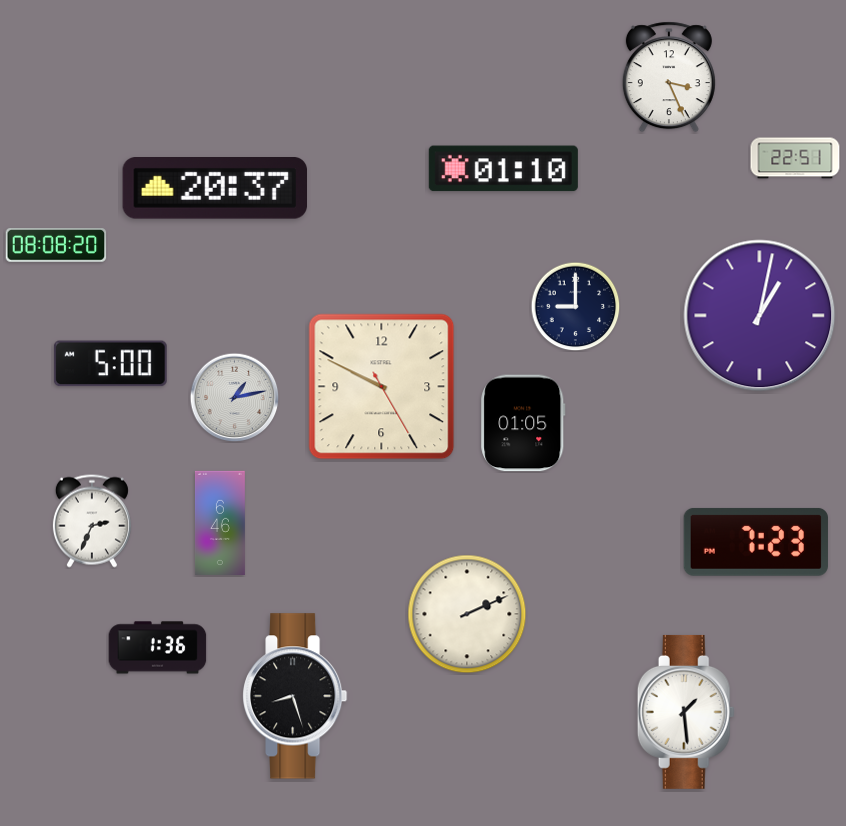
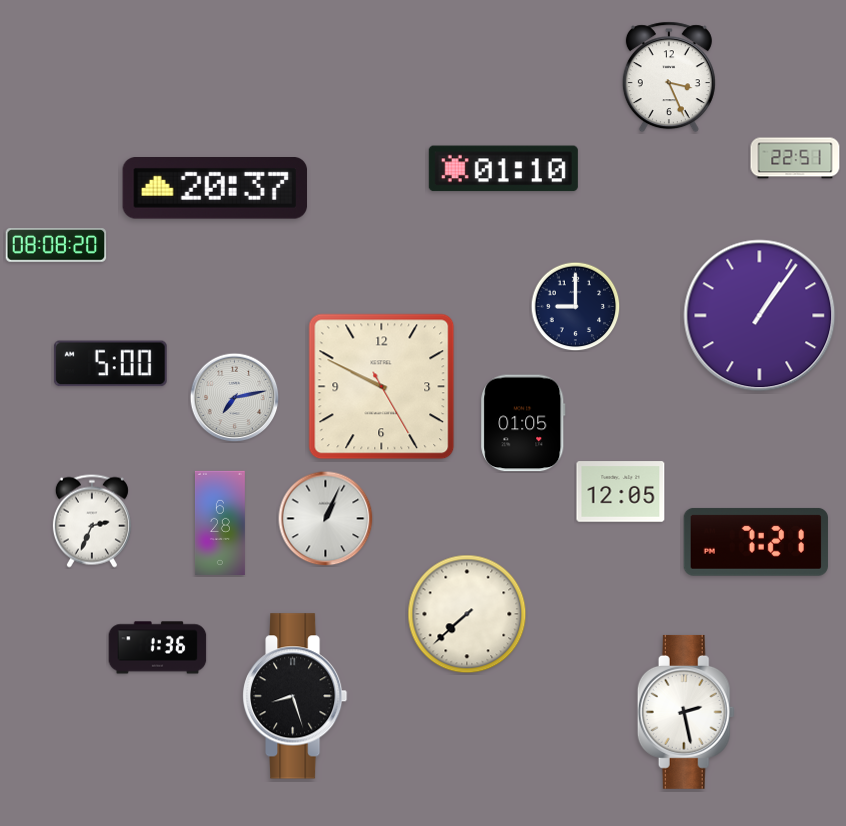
clock at (760, 316): 1:02 -> 1:06
clock at (234, 397): 1:13 -> 7:13
clock at (621, 492): none -> 12:05
clock at (325, 518): none -> 1:04
clock at (220, 522): 6:46 -> 6:28
clock at (756, 542): 7:23 -> 7:21
clock at (467, 614): 2:11 -> 7:38
clock at (686, 712): 1:29 -> 2:28
